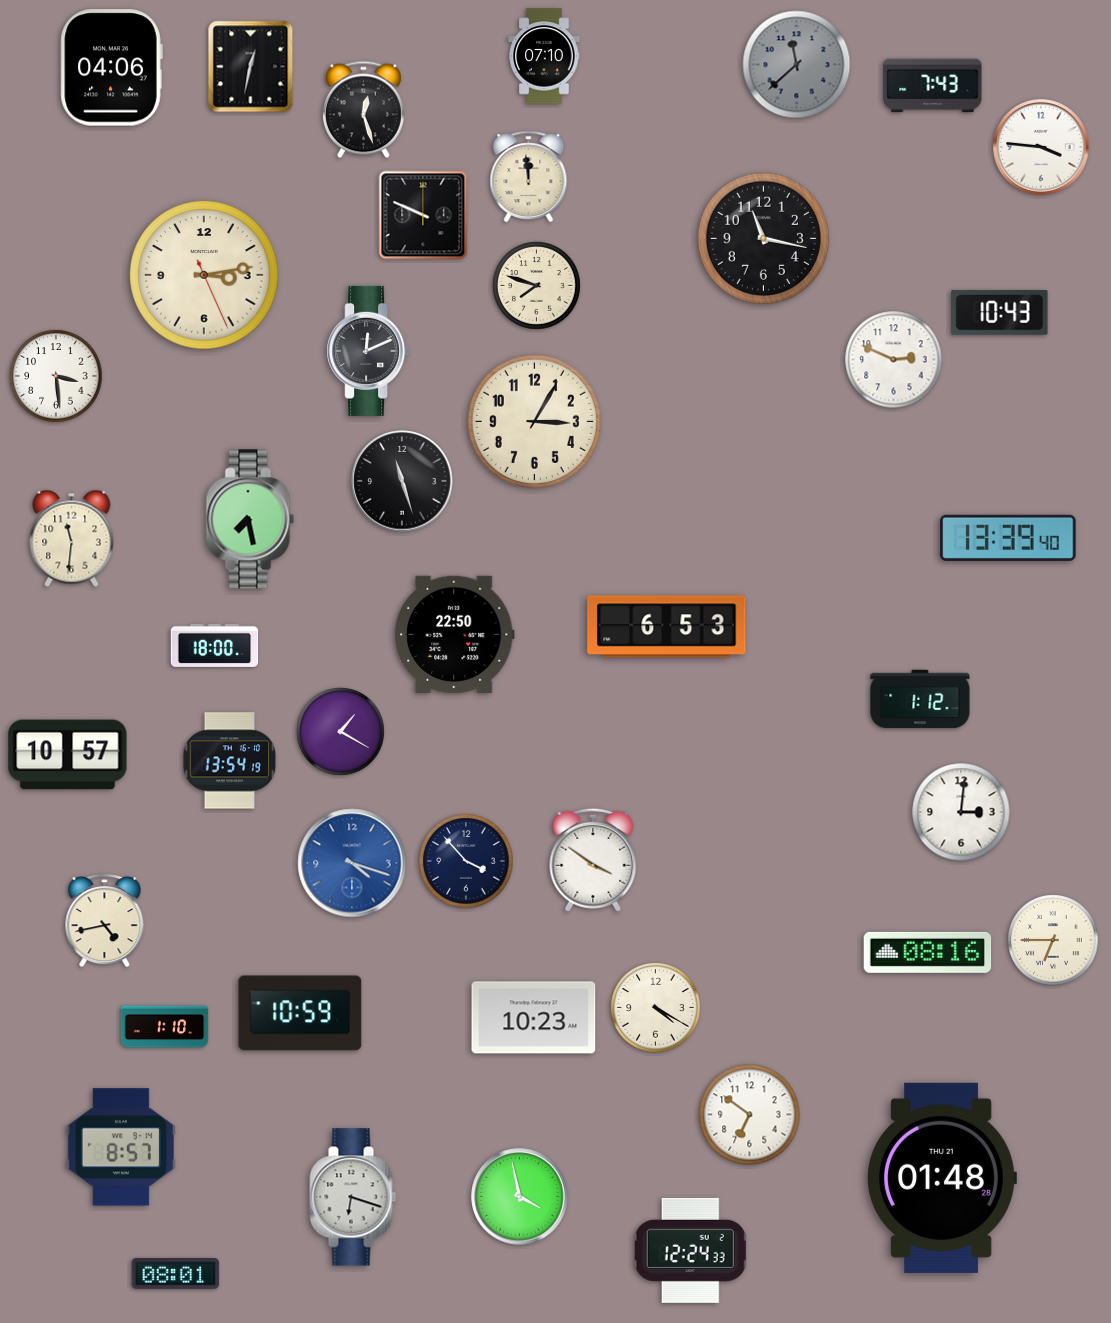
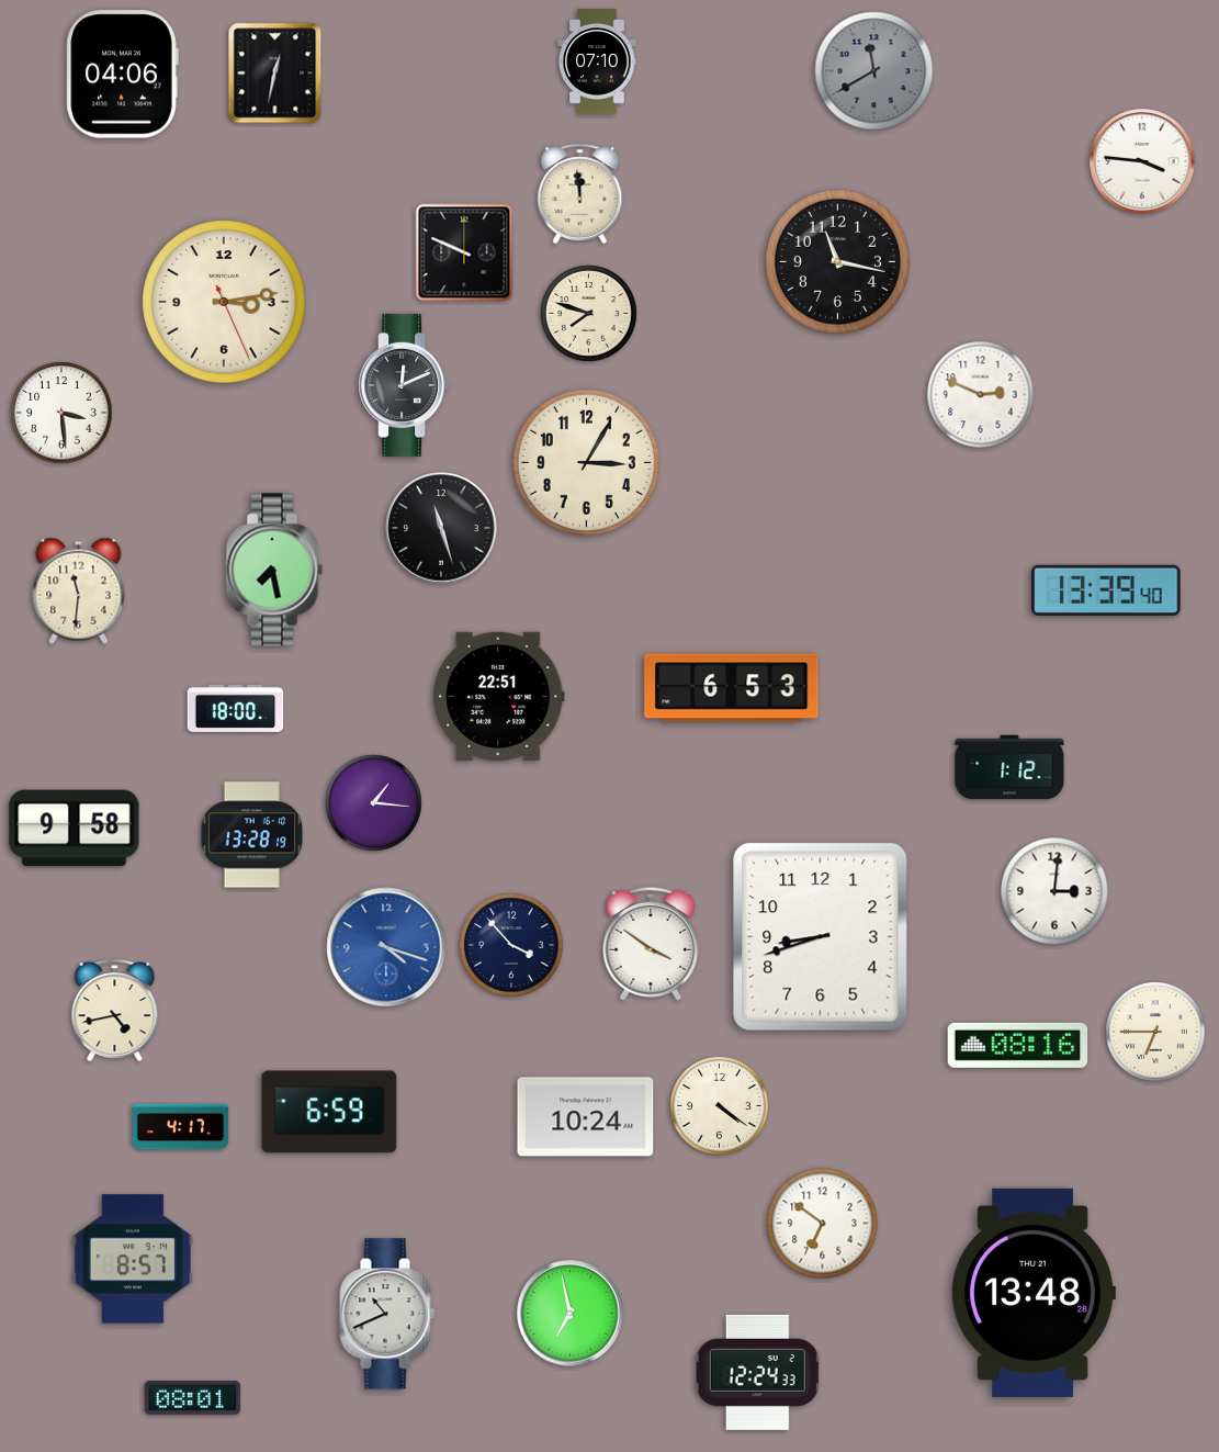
clock at (797, 65): 11:38 -> 11:40
clock at (933, 86): 7:43 -> none
clock at (363, 110): 12:27 -> none
clock at (423, 215) position: (423, 215) -> (464, 252)
clock at (1000, 312): 10:43 -> none
clock at (455, 634): 22:50 -> 22:51
clock at (341, 732): 1:20 -> 1:16
clock at (68, 755): 10:57 -> 9:58
clock at (230, 761): 13:54 -> 13:28
clock at (821, 937): none -> 8:42
clock at (656, 1008): 4:20 -> 4:21
clock at (300, 1013): 10:59 -> 6:59
clock at (534, 1018): 10:23 -> 10:24
clock at (165, 1027): 1:10 -> 4:17
clock at (942, 1178): 01:48 -> 13:48
clock at (353, 1197): 6:18 -> 10:41
clock at (520, 1197): 3:58 -> 6:58
